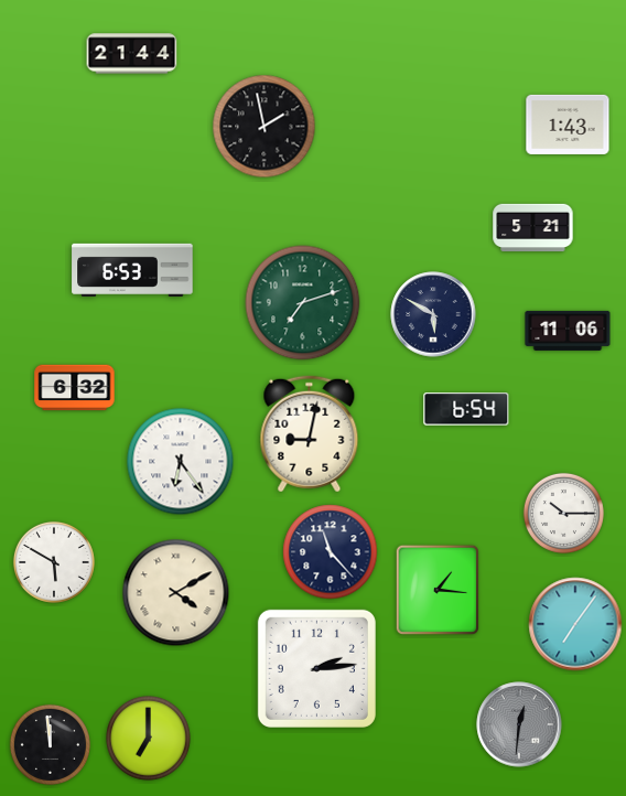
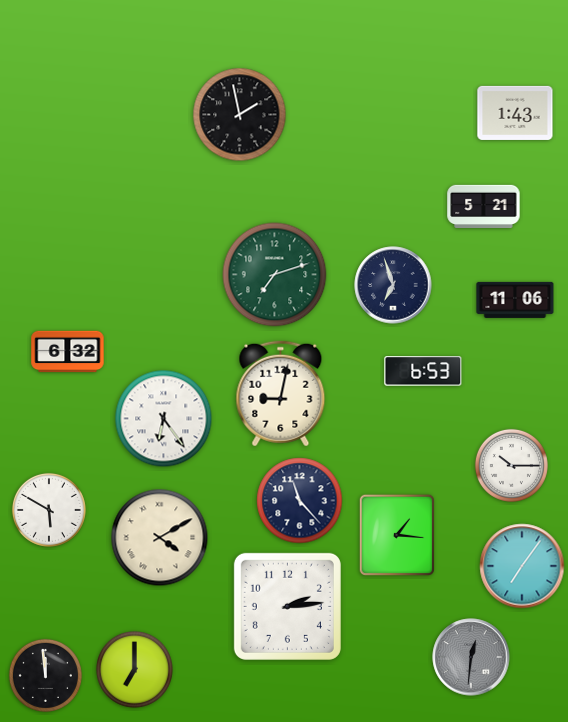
clock at (132, 54): 21:44 -> none
clock at (132, 270): 6:53 -> none
clock at (433, 314): 5:50 -> 6:57
clock at (466, 409): 6:54 -> 6:53
